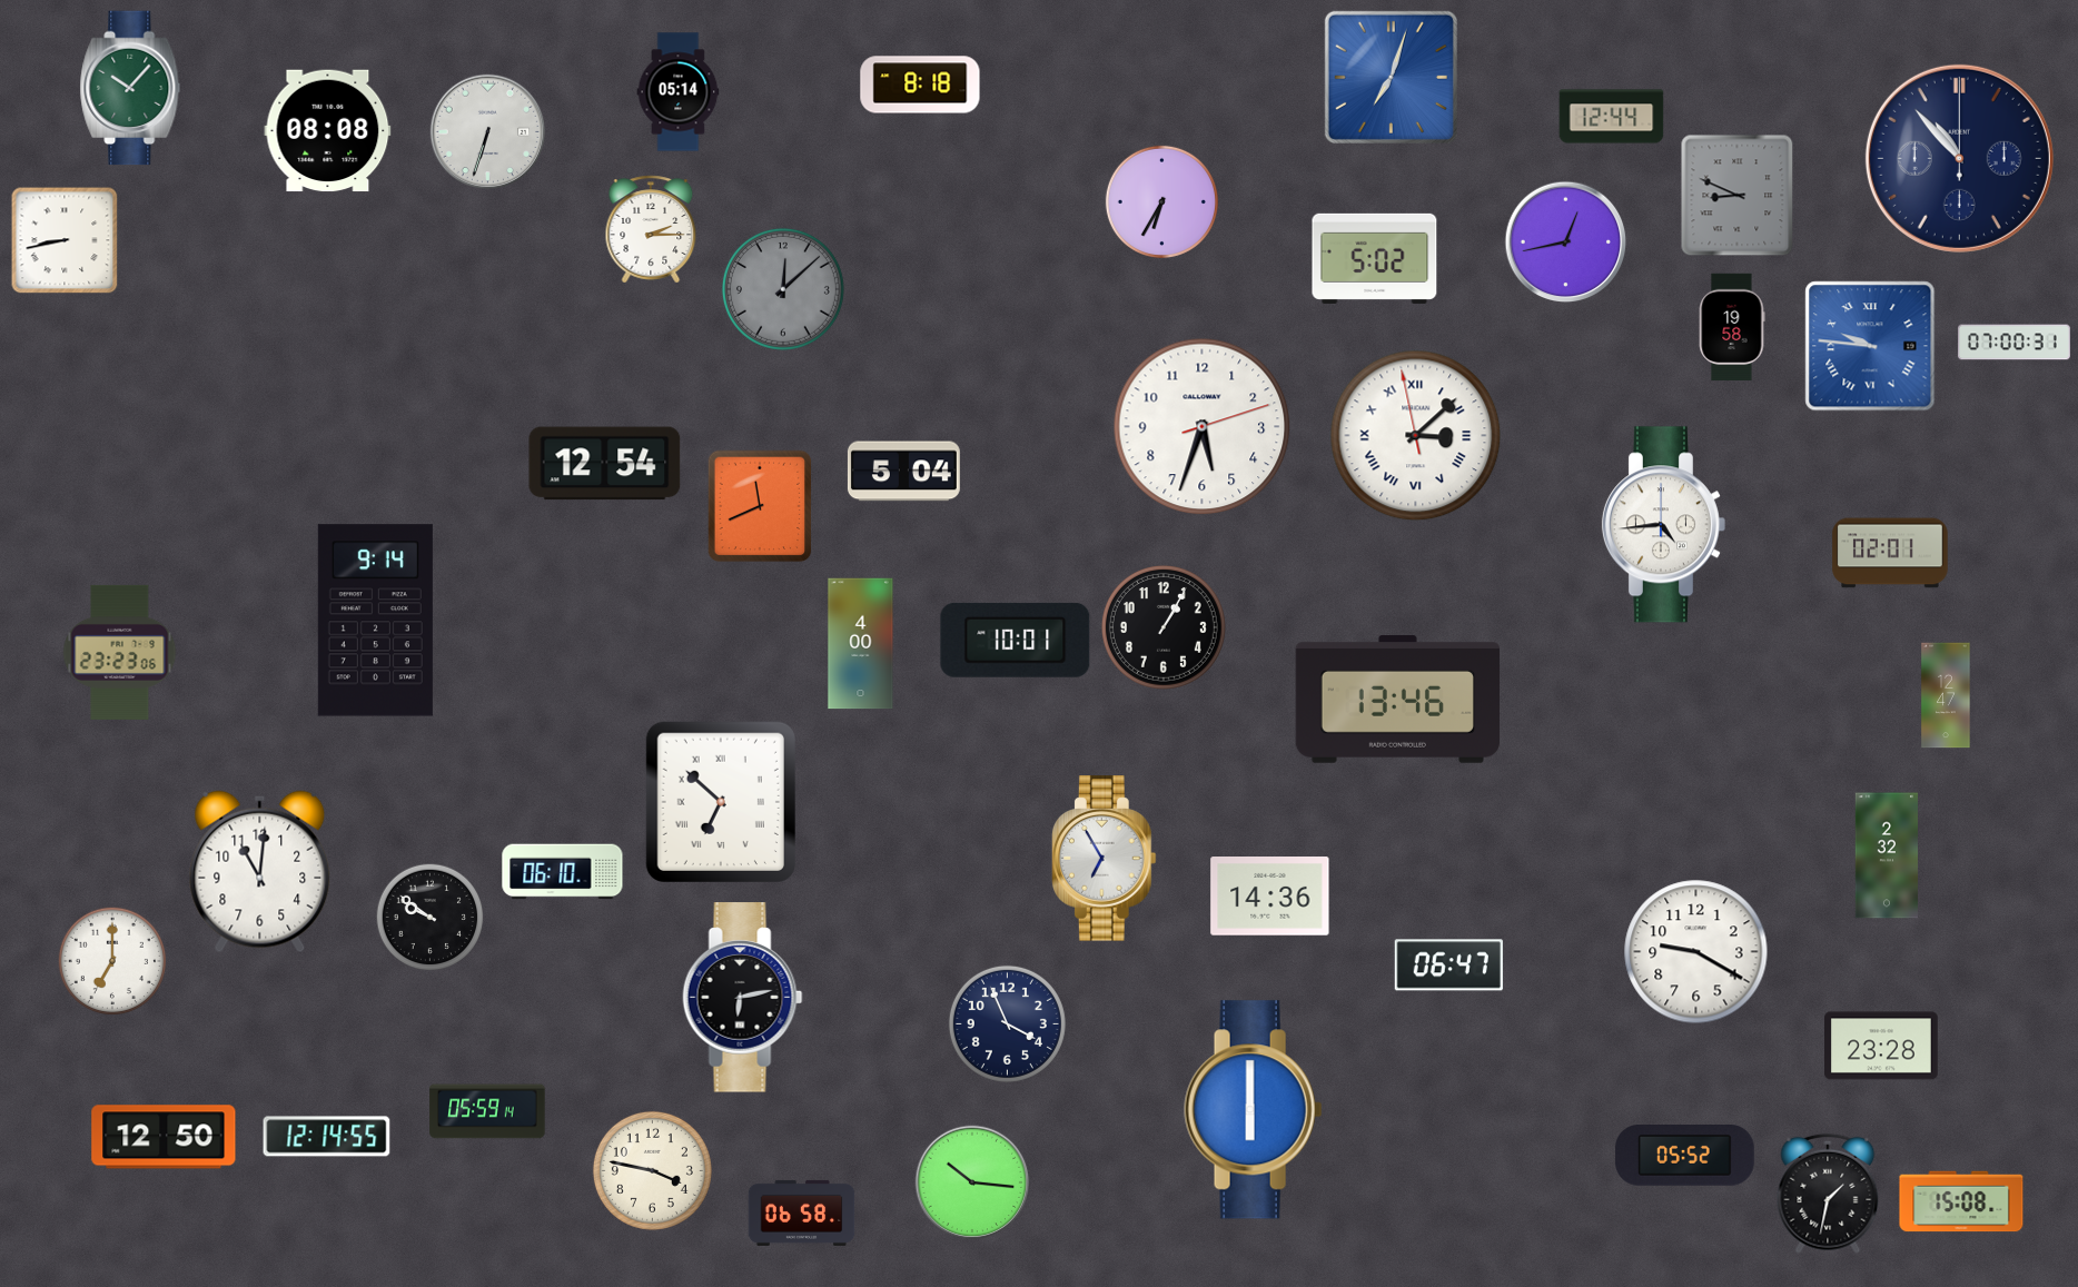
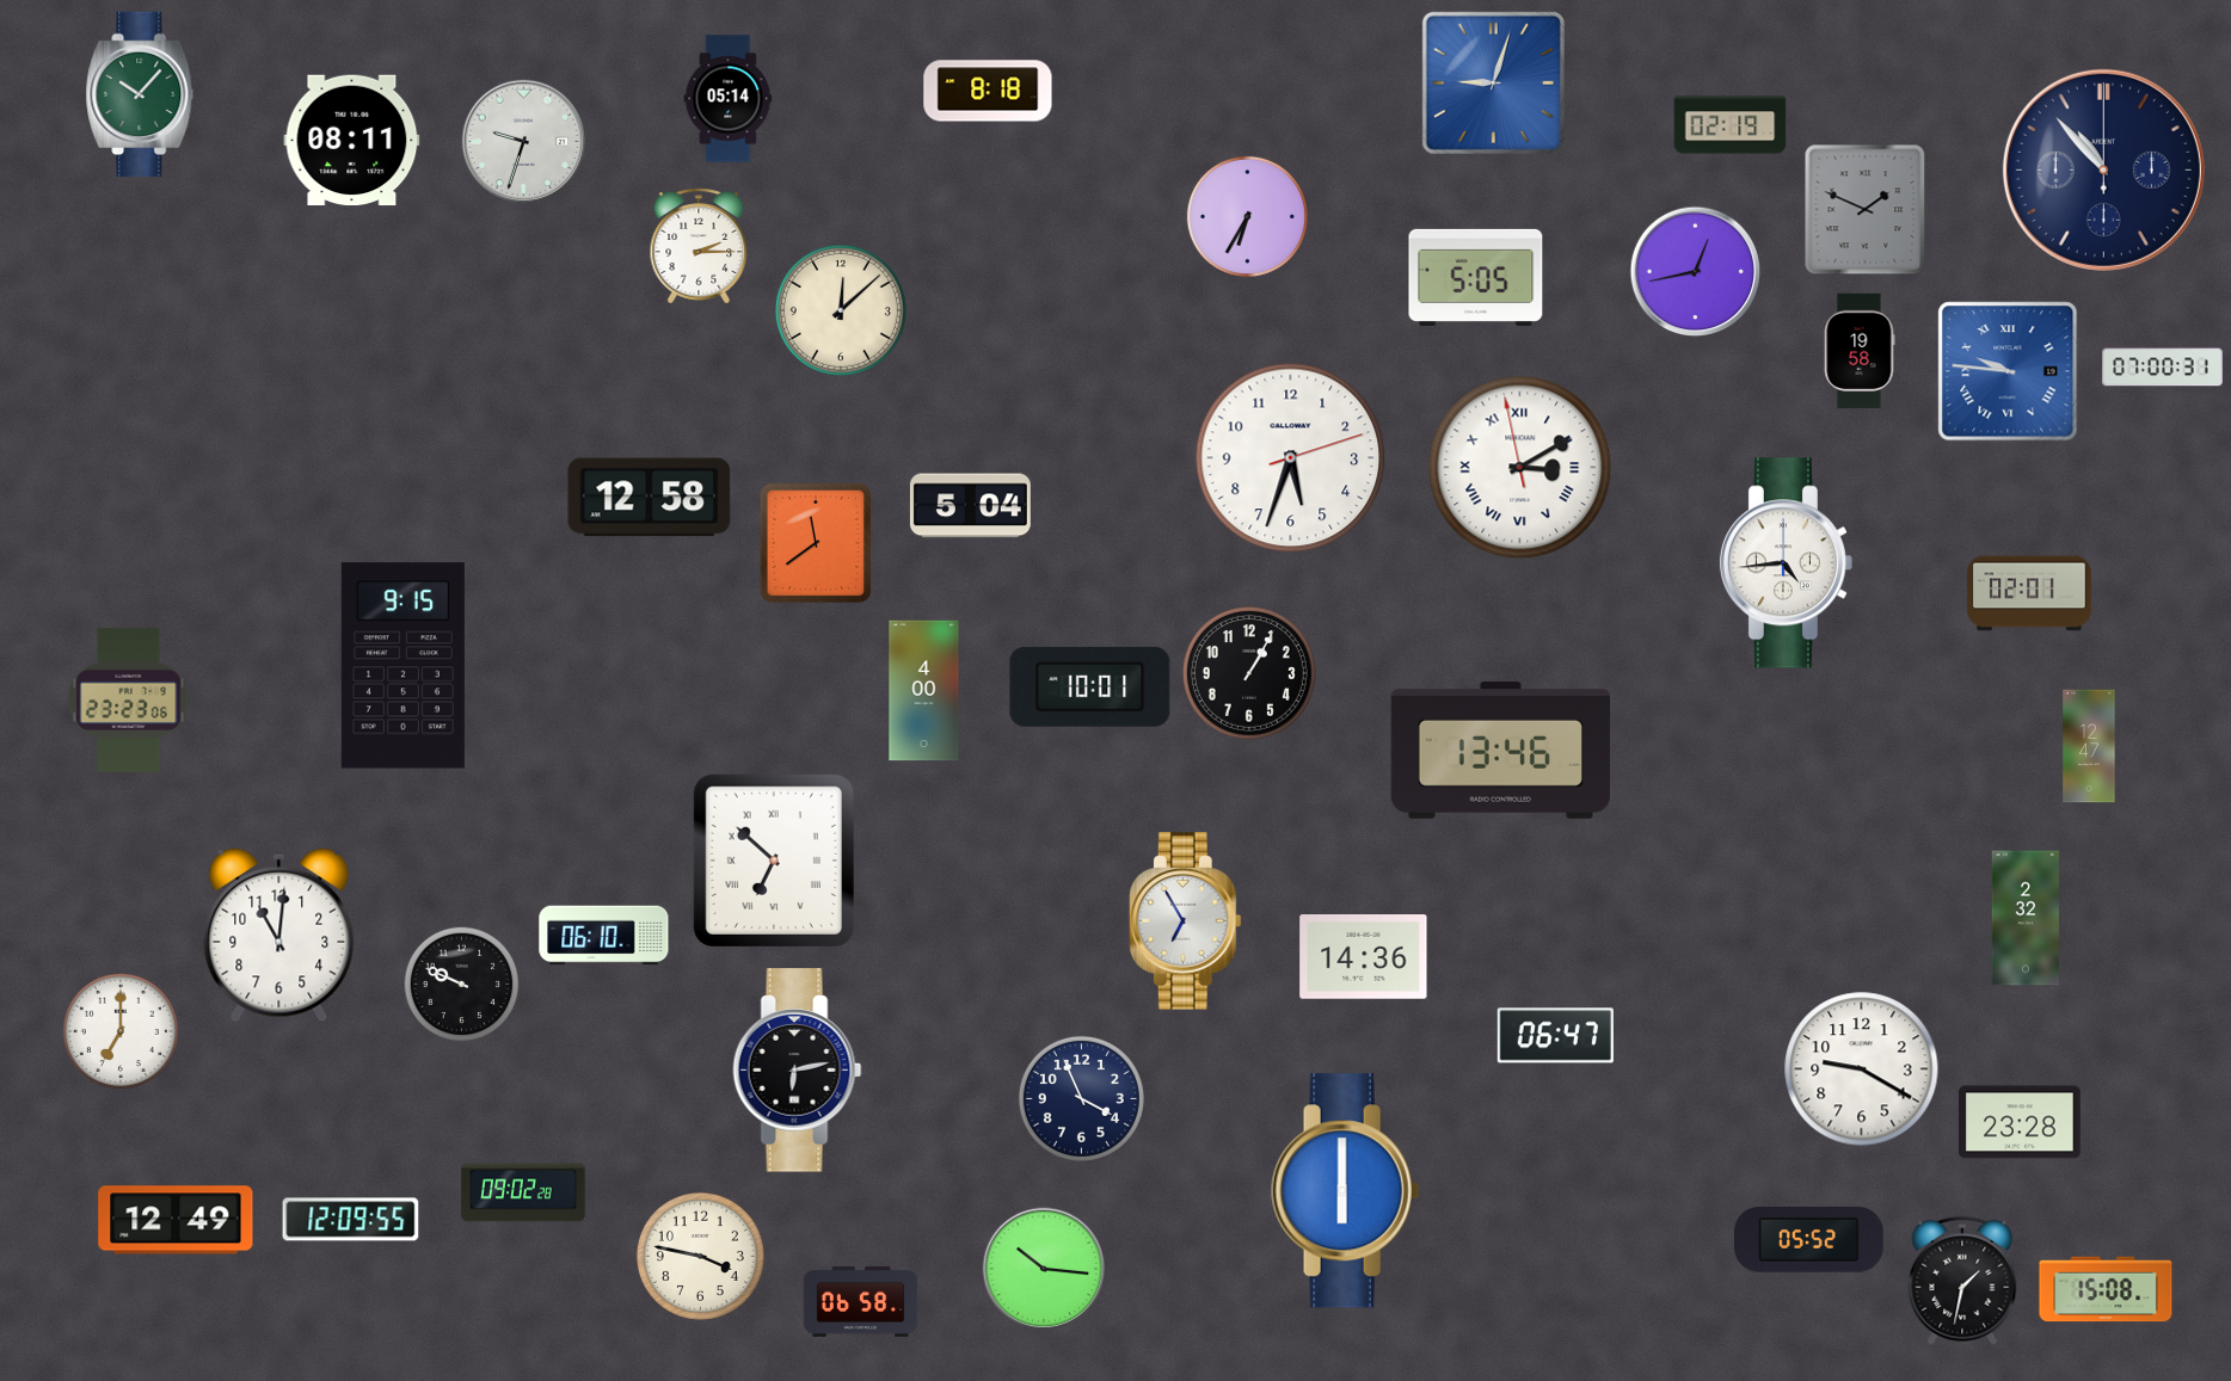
clock at (1391, 77): 7:03 -> 9:03
clock at (1612, 117): 12:44 -> 02:19
clock at (328, 131): 08:08 -> 08:11
clock at (488, 132): 6:33 -> 9:33
clock at (1738, 196): 8:49 -> 1:49
clock at (65, 240): 8:43 -> none
clock at (1566, 242) position: (1566, 242) -> (1696, 272)
clock at (1375, 258): 5:02 -> 5:05
clock at (783, 289) dial: grey -> cream
clock at (1416, 436): 3:07 -> 3:09
clock at (605, 464): 12:54 -> 12:58
clock at (760, 506): 11:41 -> 11:39
clock at (375, 621): 9:14 -> 9:15
clock at (1270, 897) position: (1270, 897) -> (1364, 957)
clock at (431, 918): 9:51 -> 9:49
clock at (1696, 952) position: (1696, 952) -> (1862, 1069)
clock at (487, 1111): 05:59 -> 09:02
clock at (164, 1137): 12:50 -> 12:49
clock at (327, 1137): 12:14 -> 12:09
